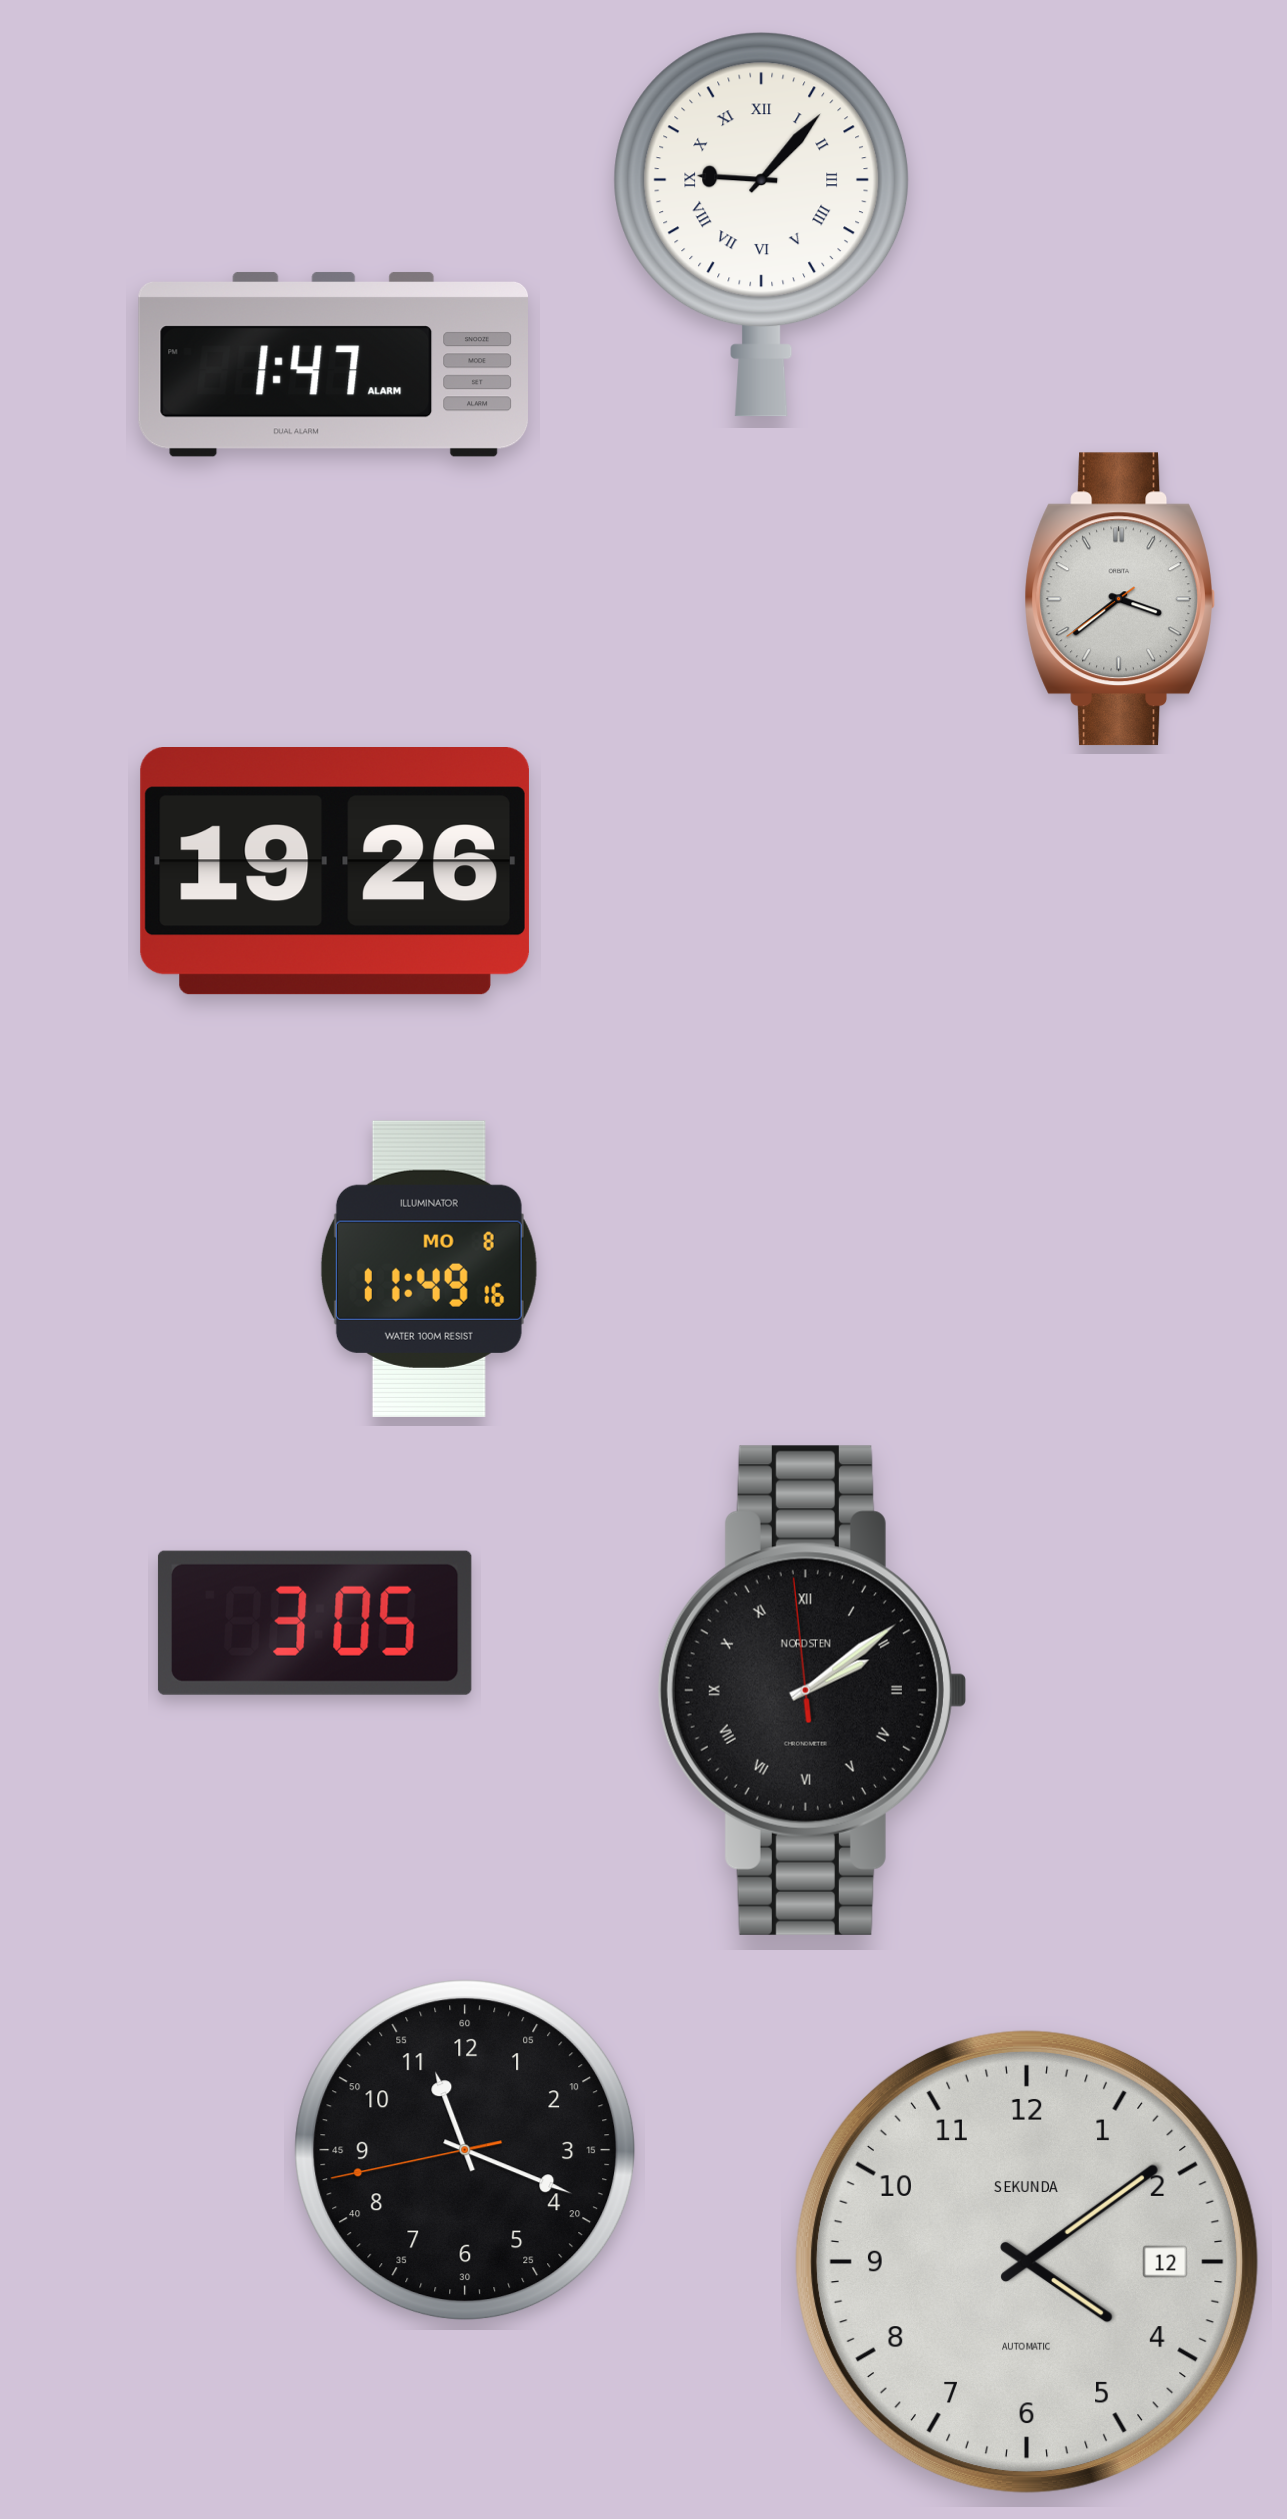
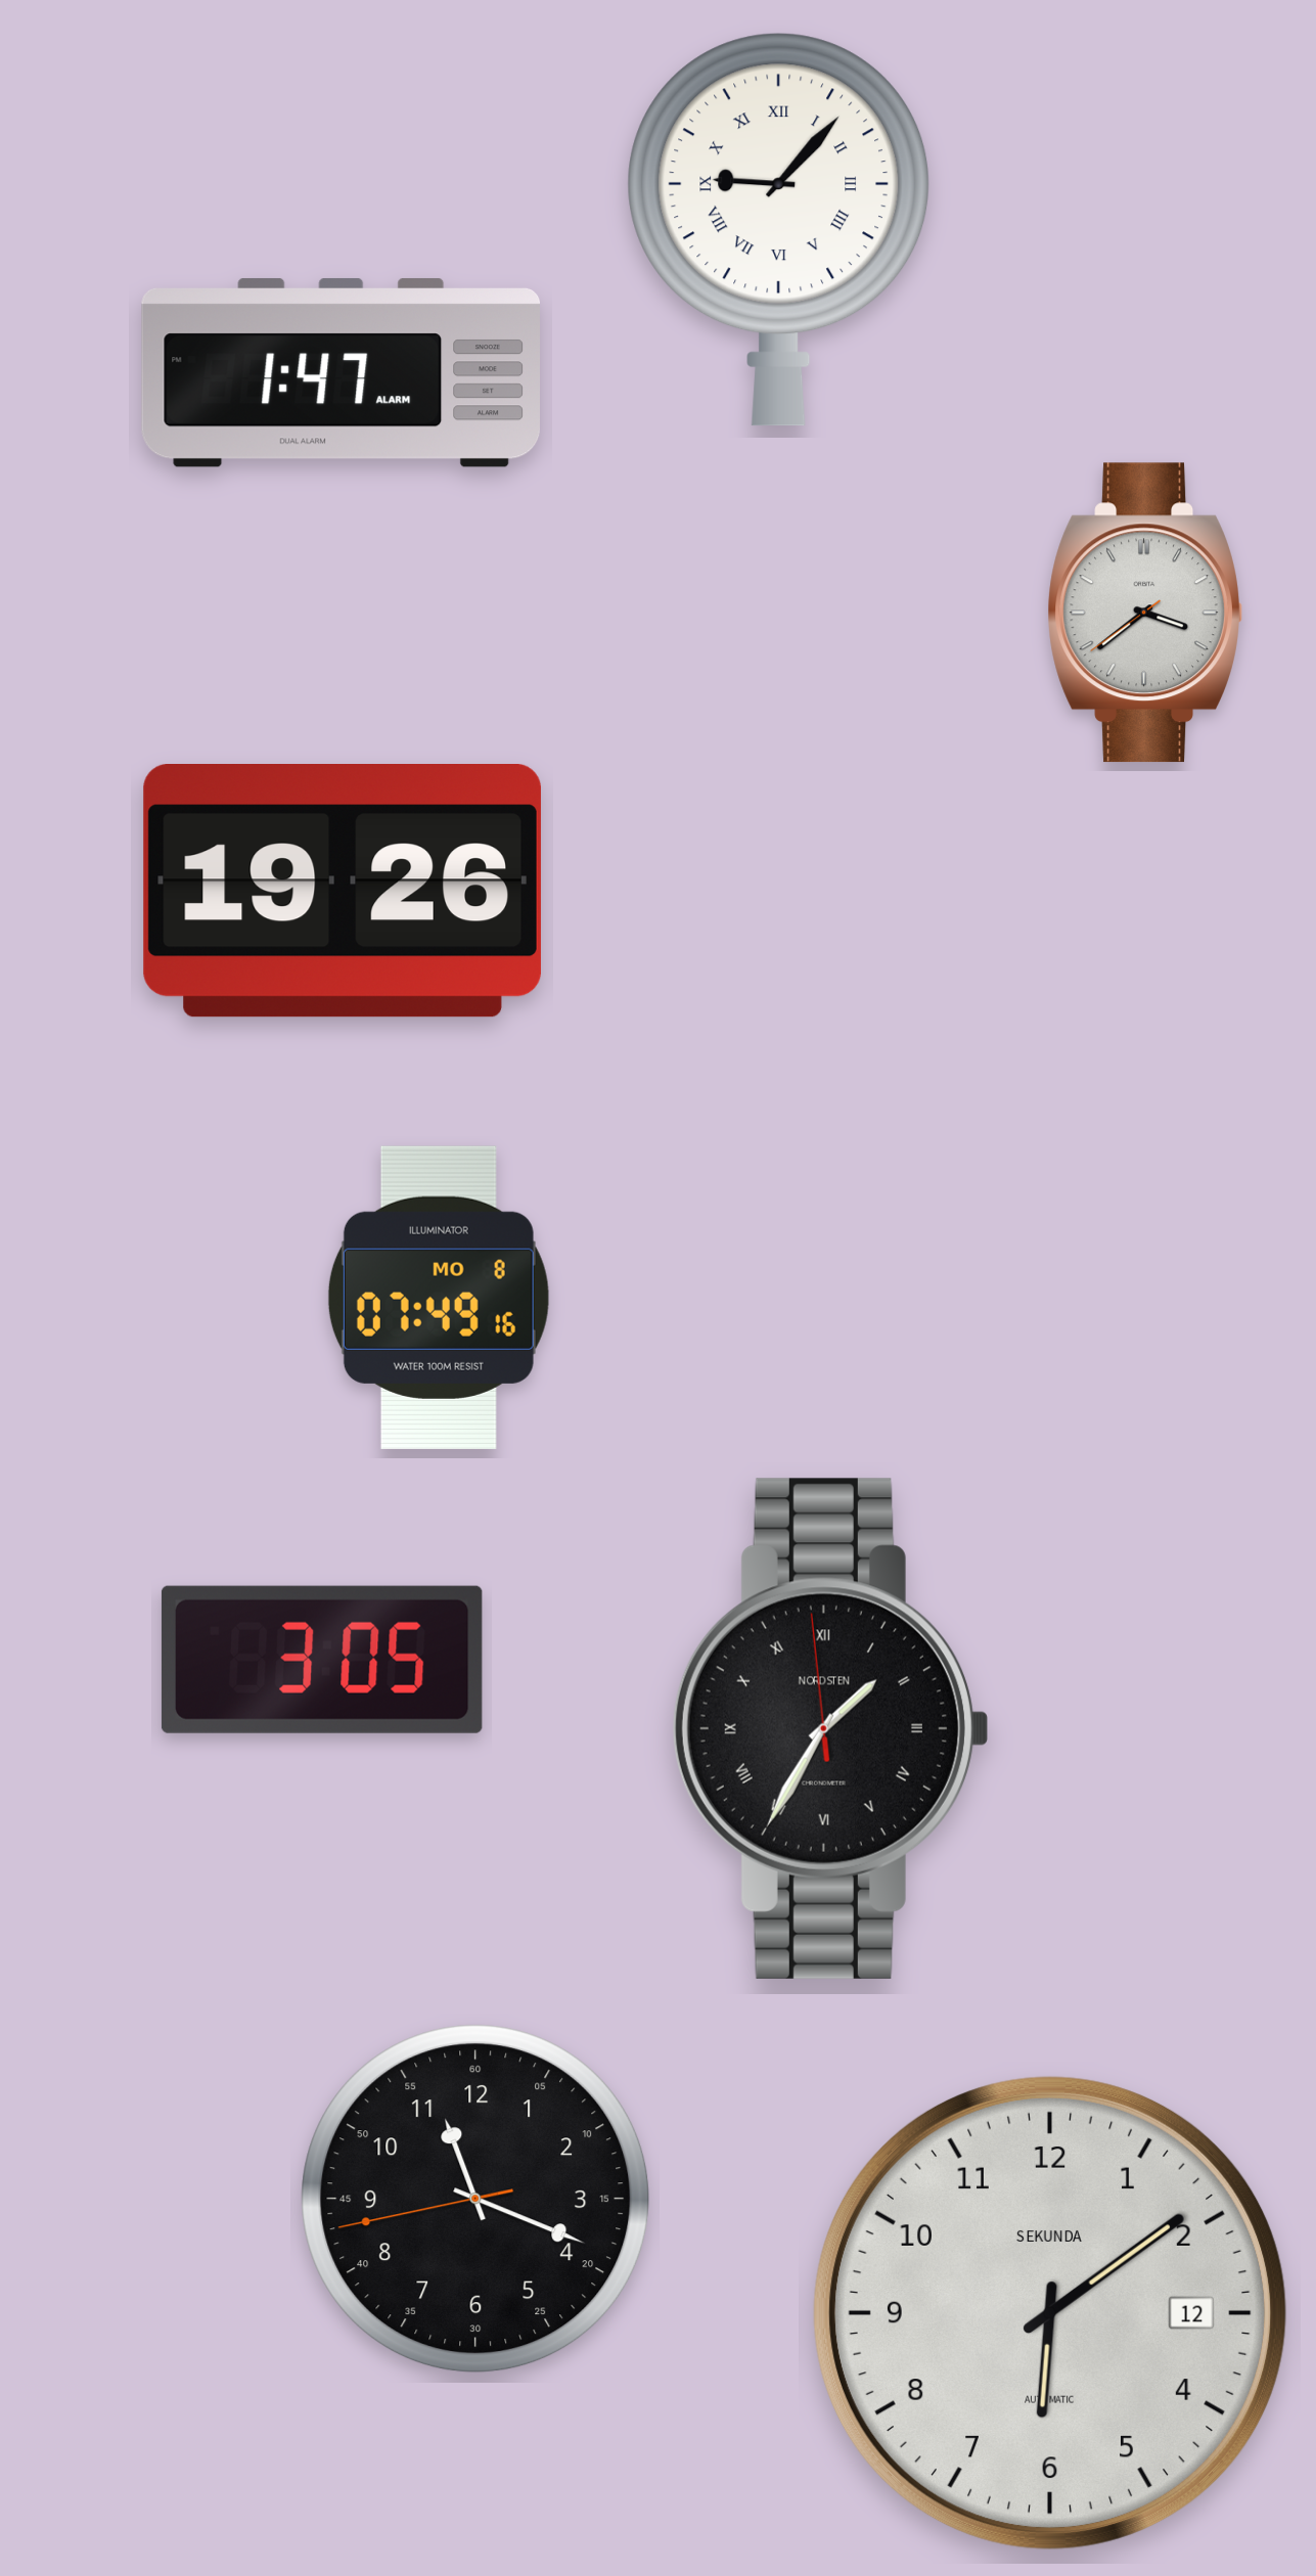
clock at (429, 1269): 11:49 -> 07:49
clock at (812, 1690): 2:08 -> 1:34
clock at (1027, 2262): 4:09 -> 6:09
